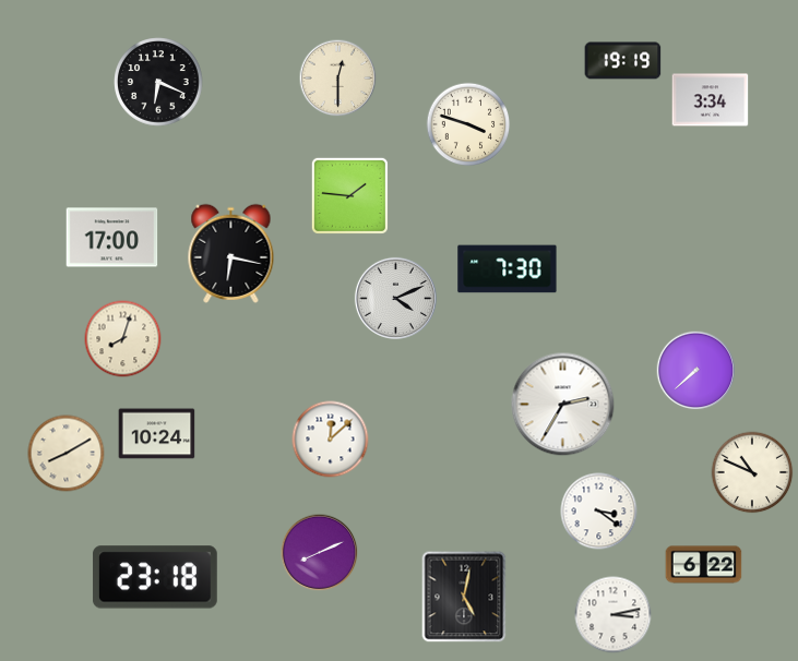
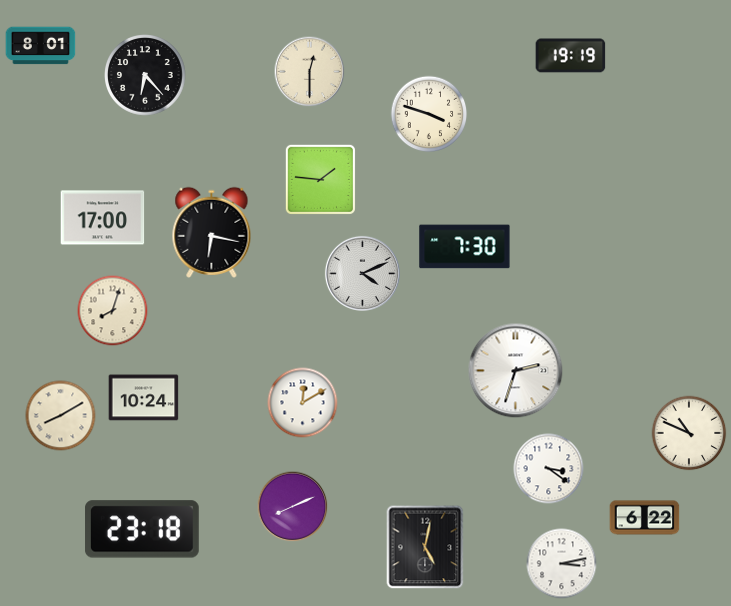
clock at (41, 46): none -> 8:01
clock at (158, 82): 6:19 -> 6:23
clock at (711, 100): 3:34 -> none
clock at (696, 371): 7:38 -> none
clock at (563, 405): 2:35 -> 2:33
clock at (331, 440): 12:08 -> 12:10
